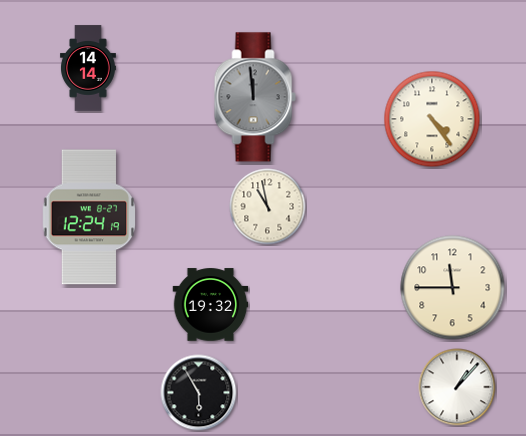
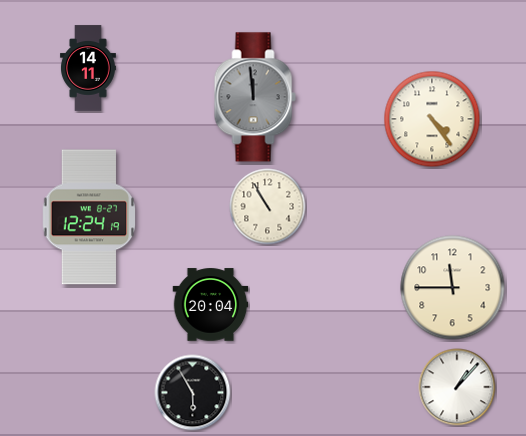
clock at (88, 68): 14:14 -> 14:11
clock at (268, 207): 10:58 -> 10:55
clock at (211, 305): 19:32 -> 20:04
clock at (199, 393) position: (199, 393) -> (193, 393)
